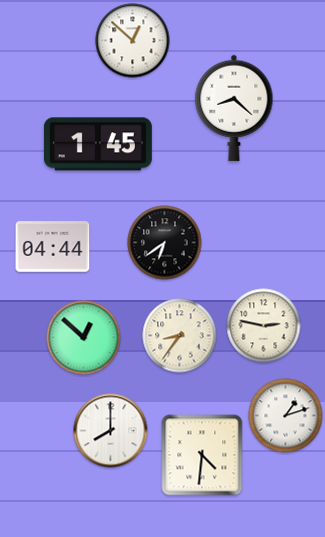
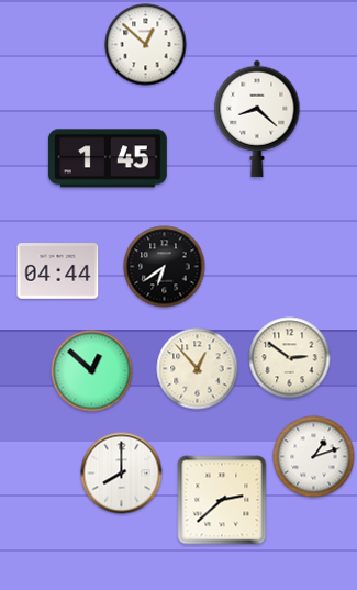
clock at (165, 243) position: (165, 243) -> (165, 267)
clock at (264, 326): 2:47 -> 2:51
clock at (180, 336): 8:36 -> 12:53
clock at (202, 455): 4:31 -> 2:38
